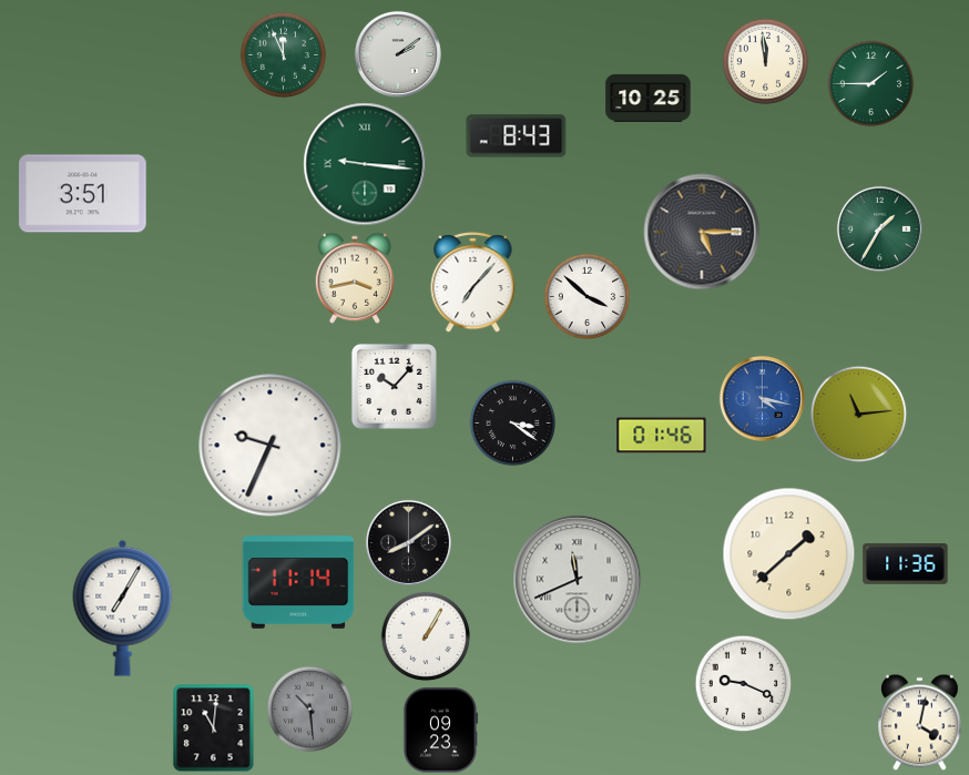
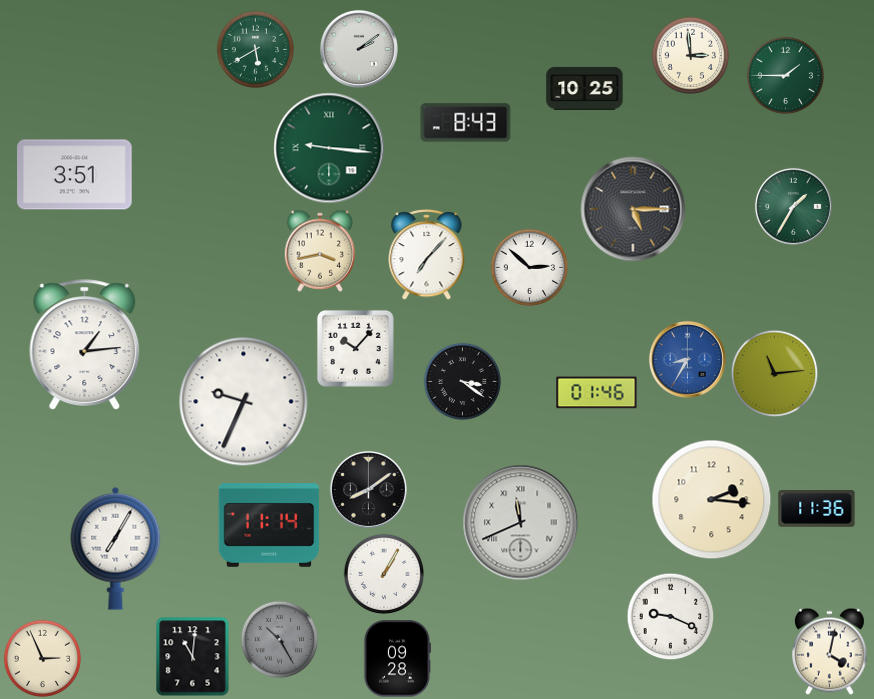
clock at (283, 54): 11:56 -> 5:40
clock at (765, 61): 11:59 -> 2:59
clock at (586, 296): 3:52 -> 2:52
clock at (85, 345): none -> 1:14
clock at (762, 398): 4:17 -> 8:35
clock at (789, 554): 1:38 -> 2:16
clock at (123, 608) position: (123, 608) -> (116, 548)
clock at (309, 708): 10:29 -> 10:25
clock at (42, 658): none -> 2:56
clock at (439, 731): 09:23 -> 09:28
